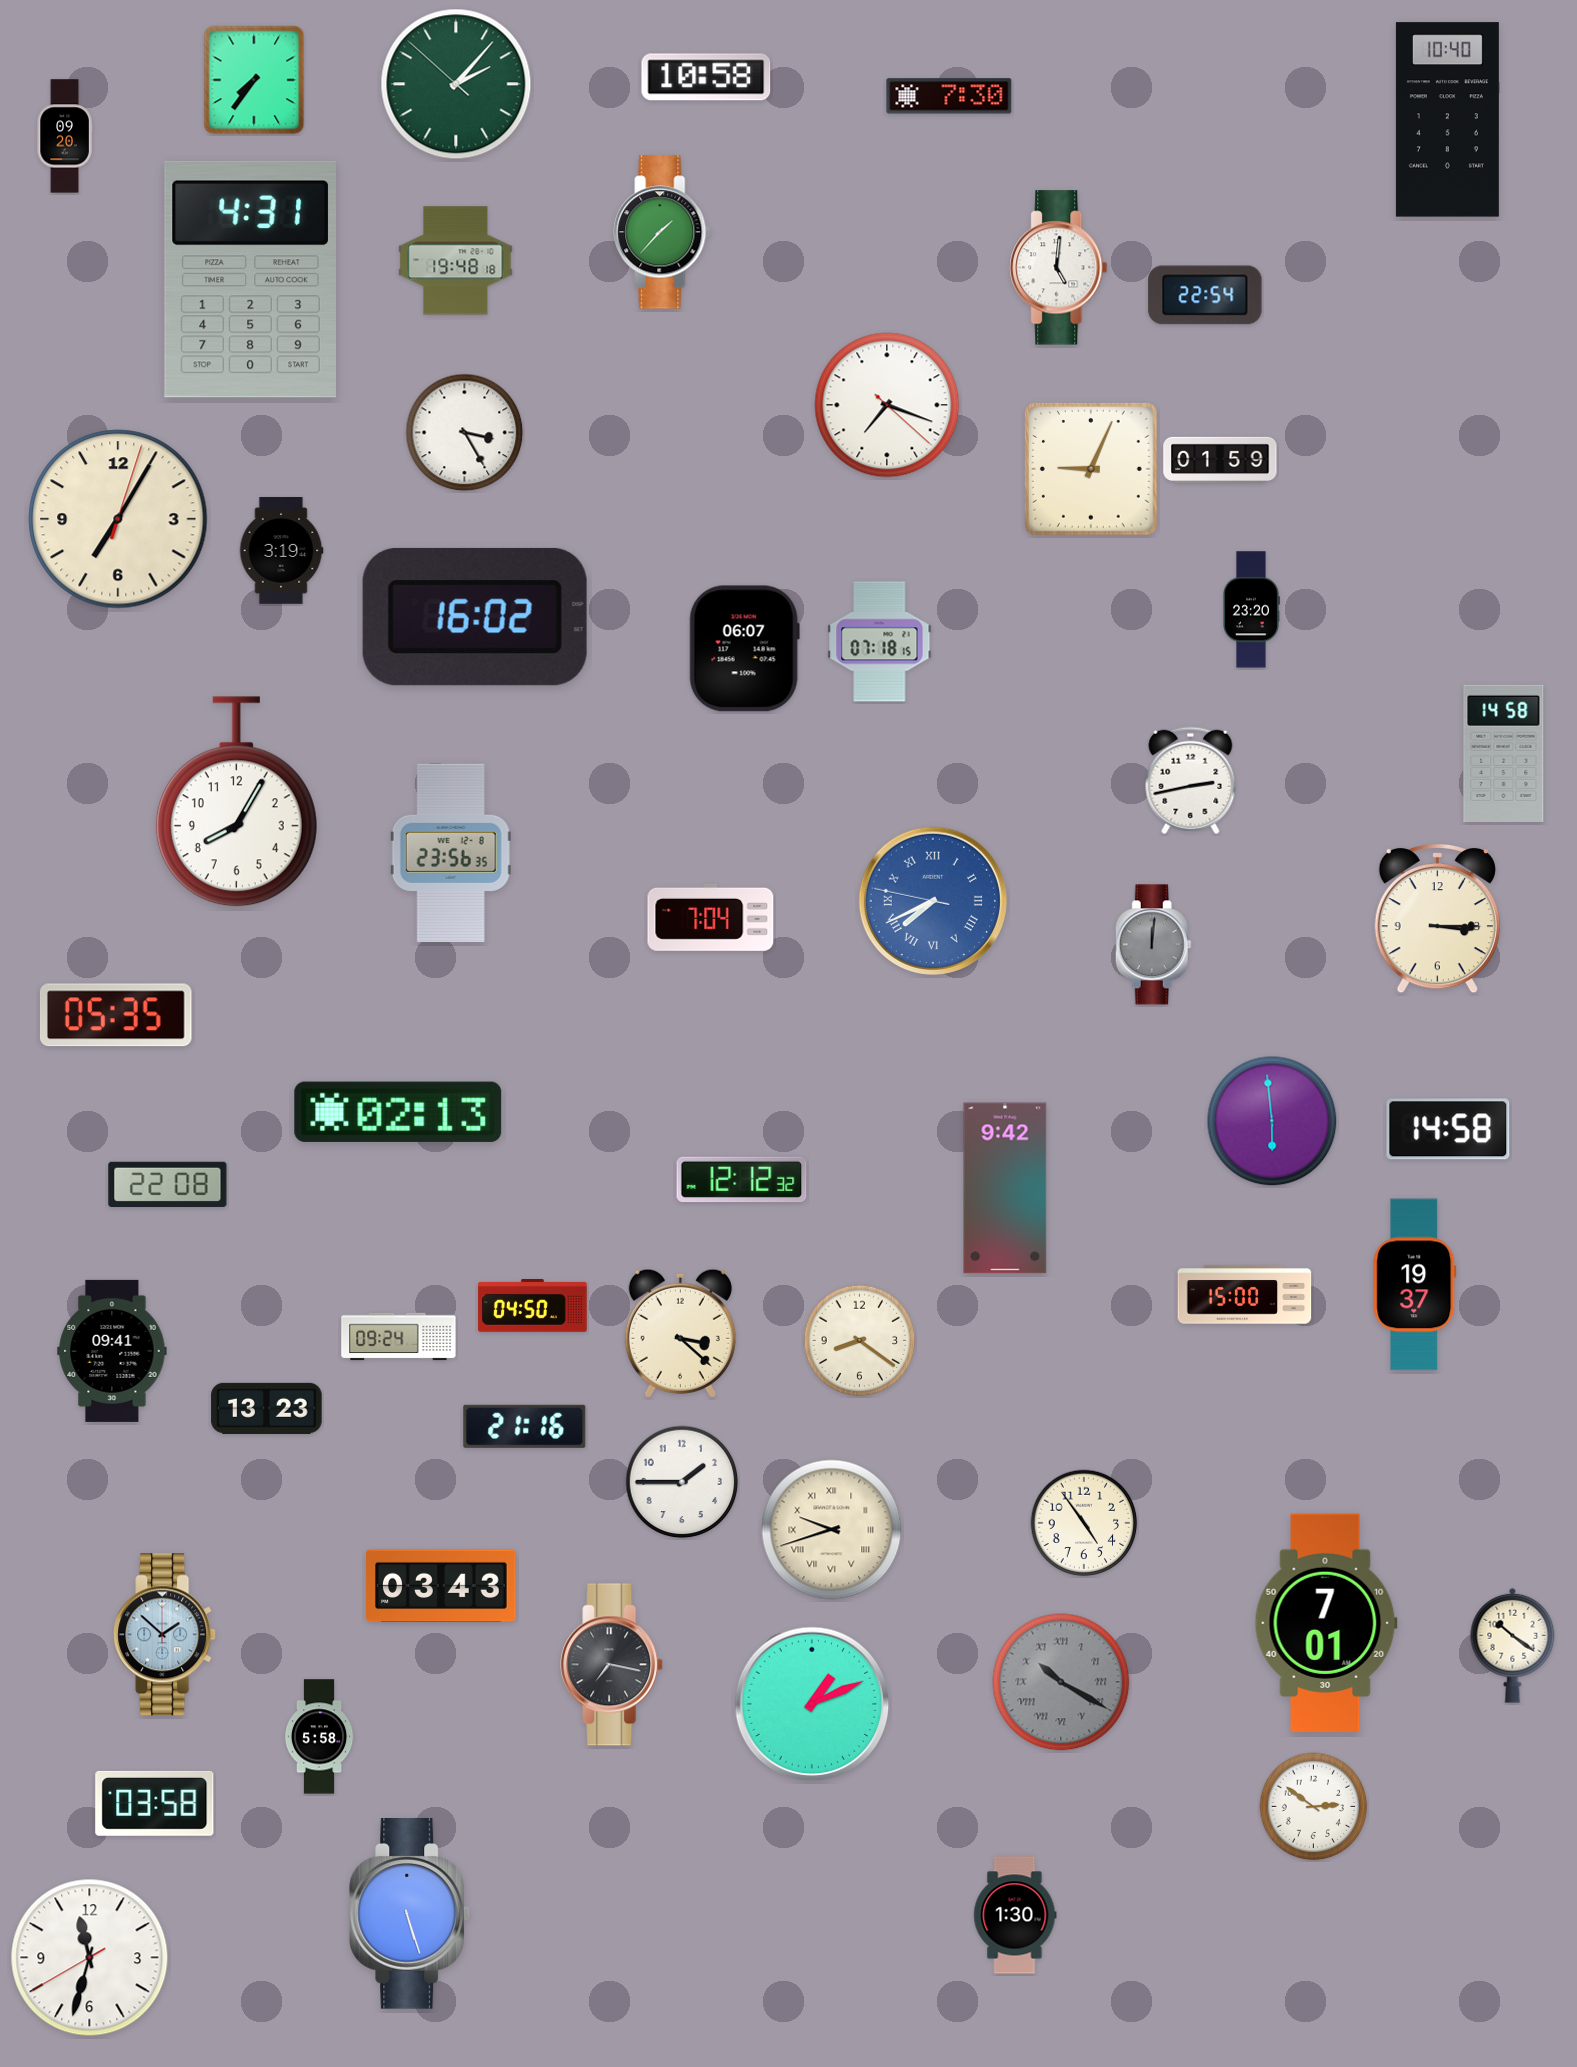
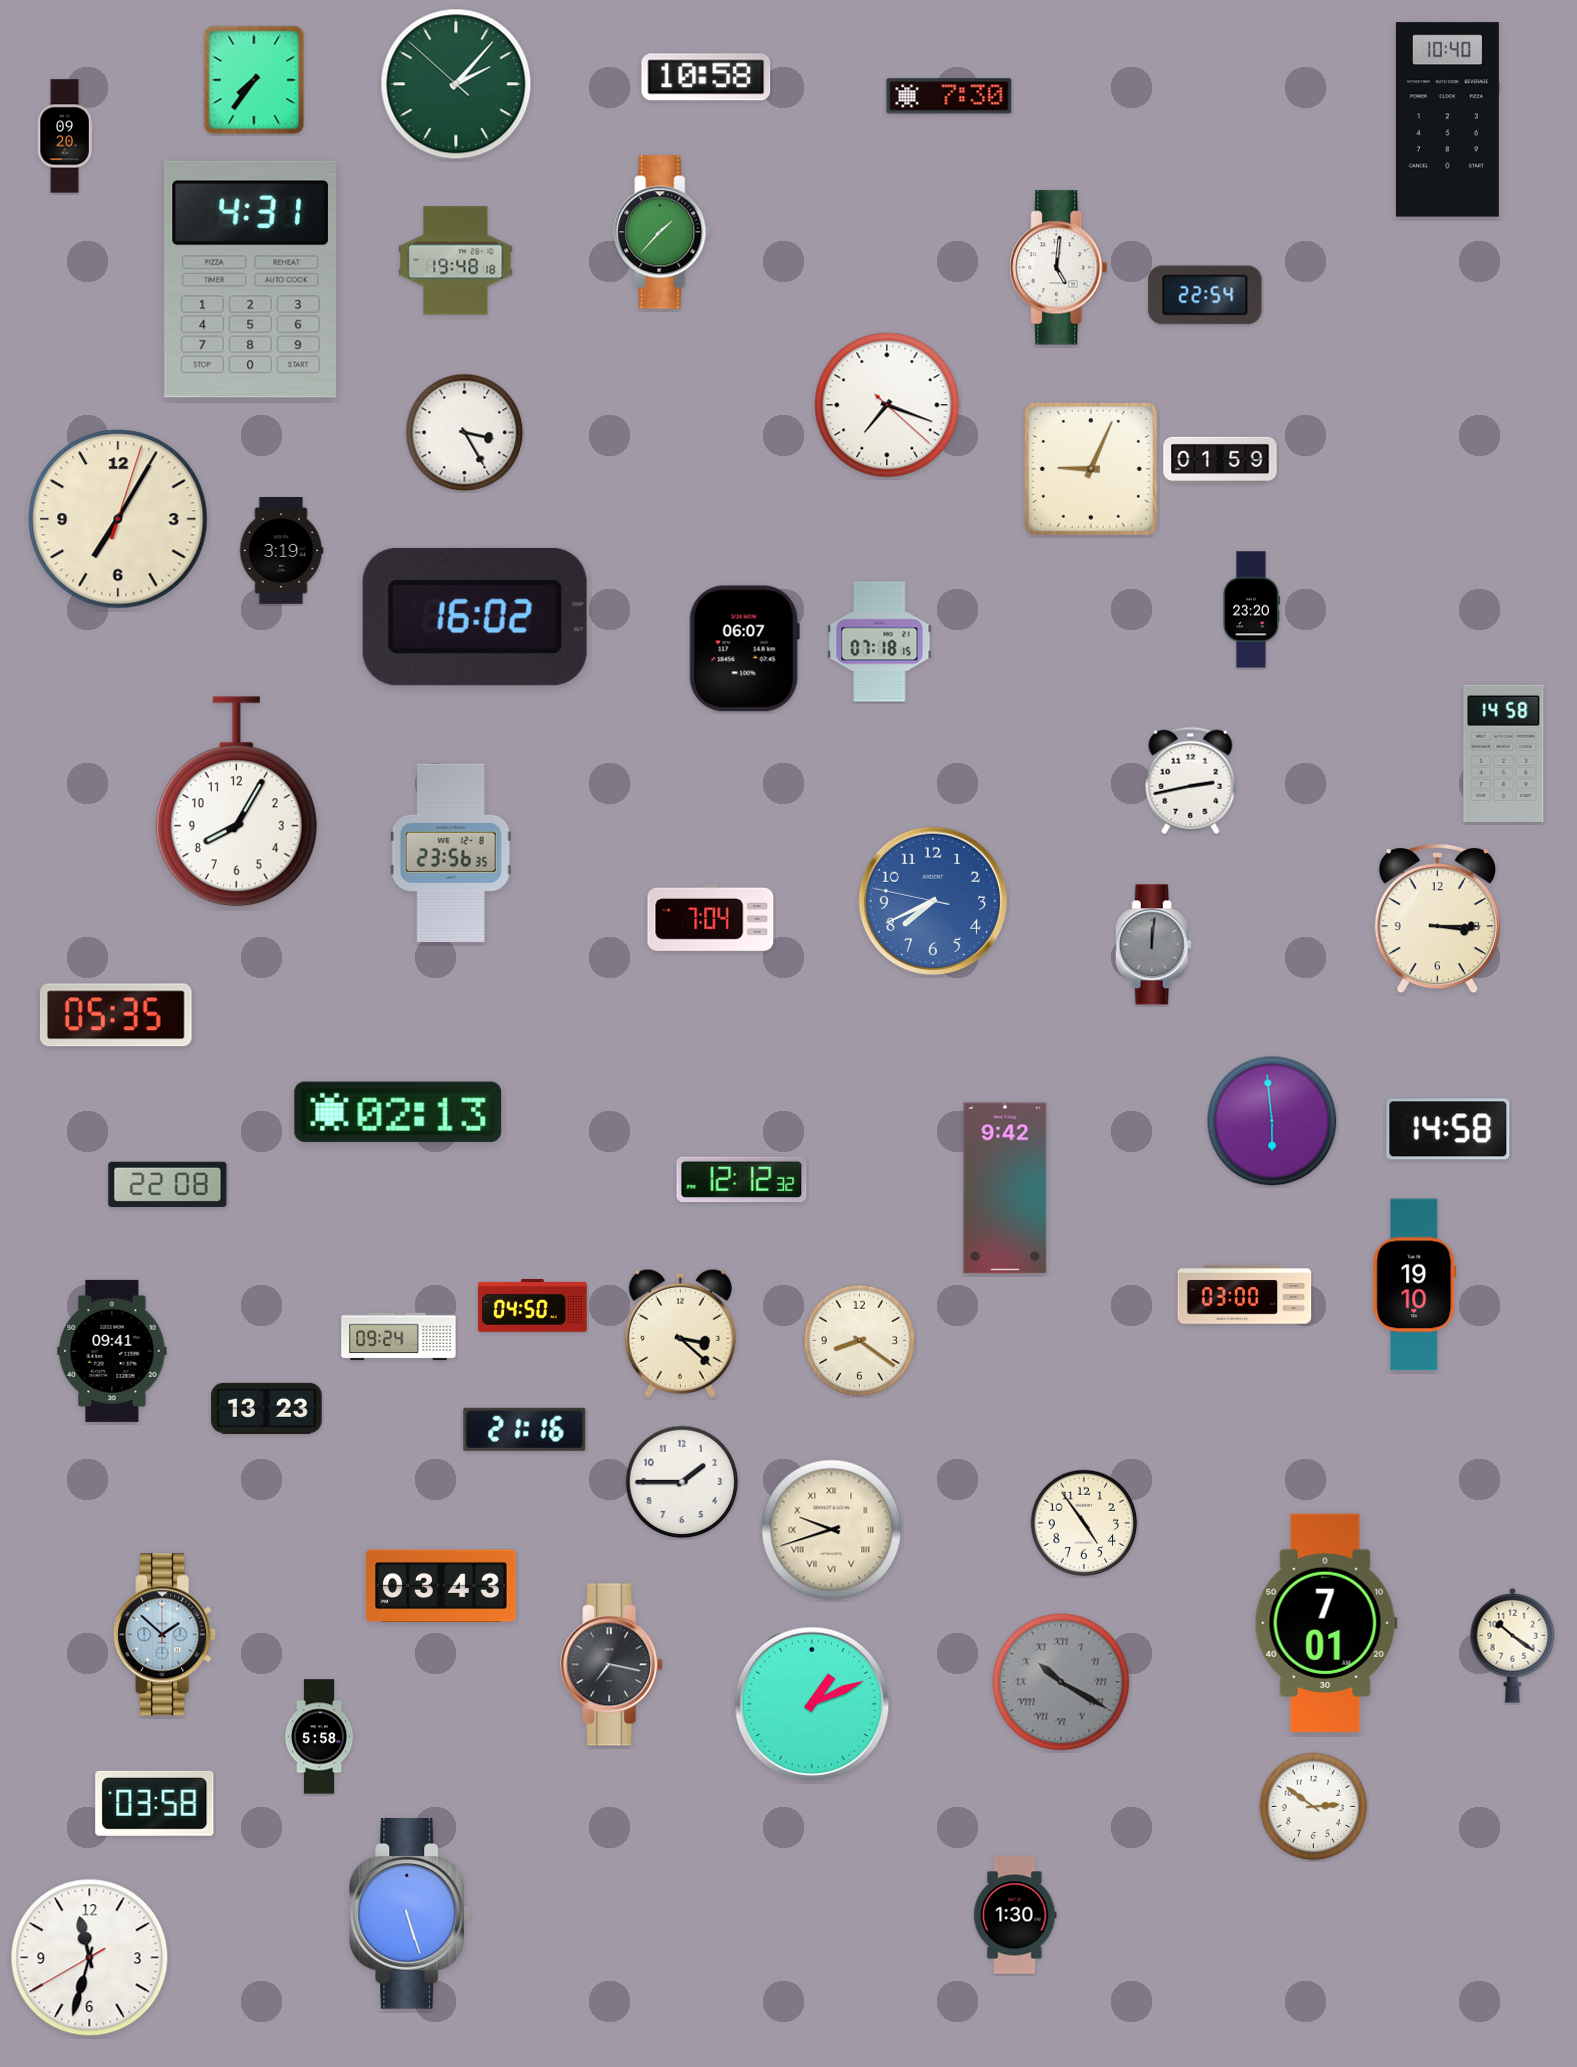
clock at (933, 901) numerals: Roman -> Arabic
clock at (1415, 1285): 19:37 -> 19:10
clock at (1245, 1295): 15:00 -> 03:00
clock at (525, 1426) position: (525, 1426) -> (525, 1429)
